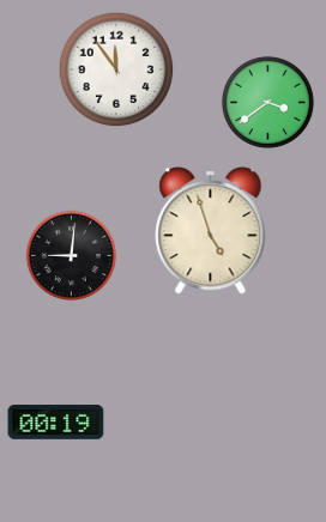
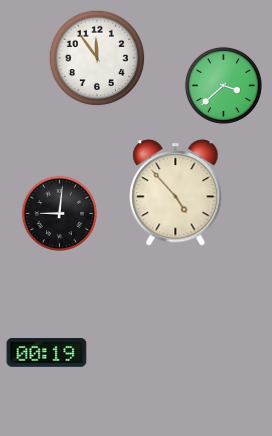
clock at (267, 102): 3:39 -> 3:38
clock at (211, 231): 4:57 -> 4:53
